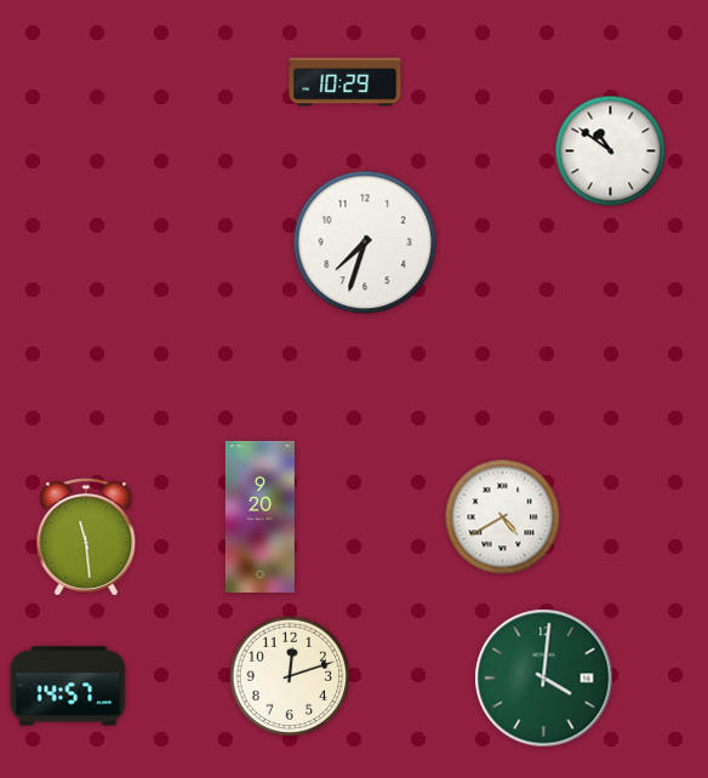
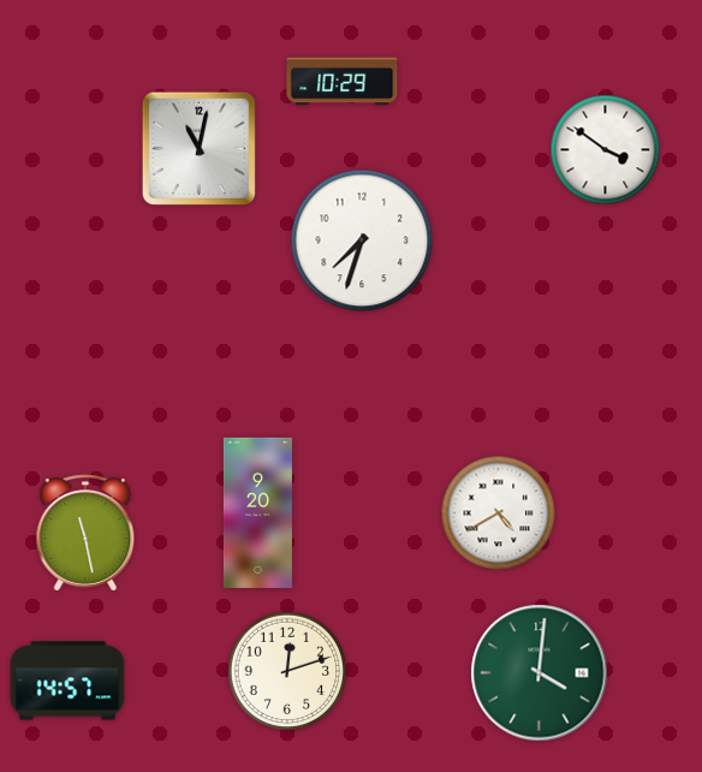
clock at (198, 148): none -> 11:02
clock at (611, 151): 10:51 -> 3:51
clock at (86, 537): 11:29 -> 11:28
